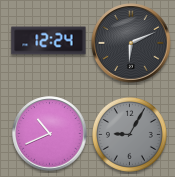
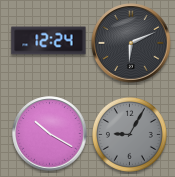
clock at (50, 134): 10:41 -> 10:20
